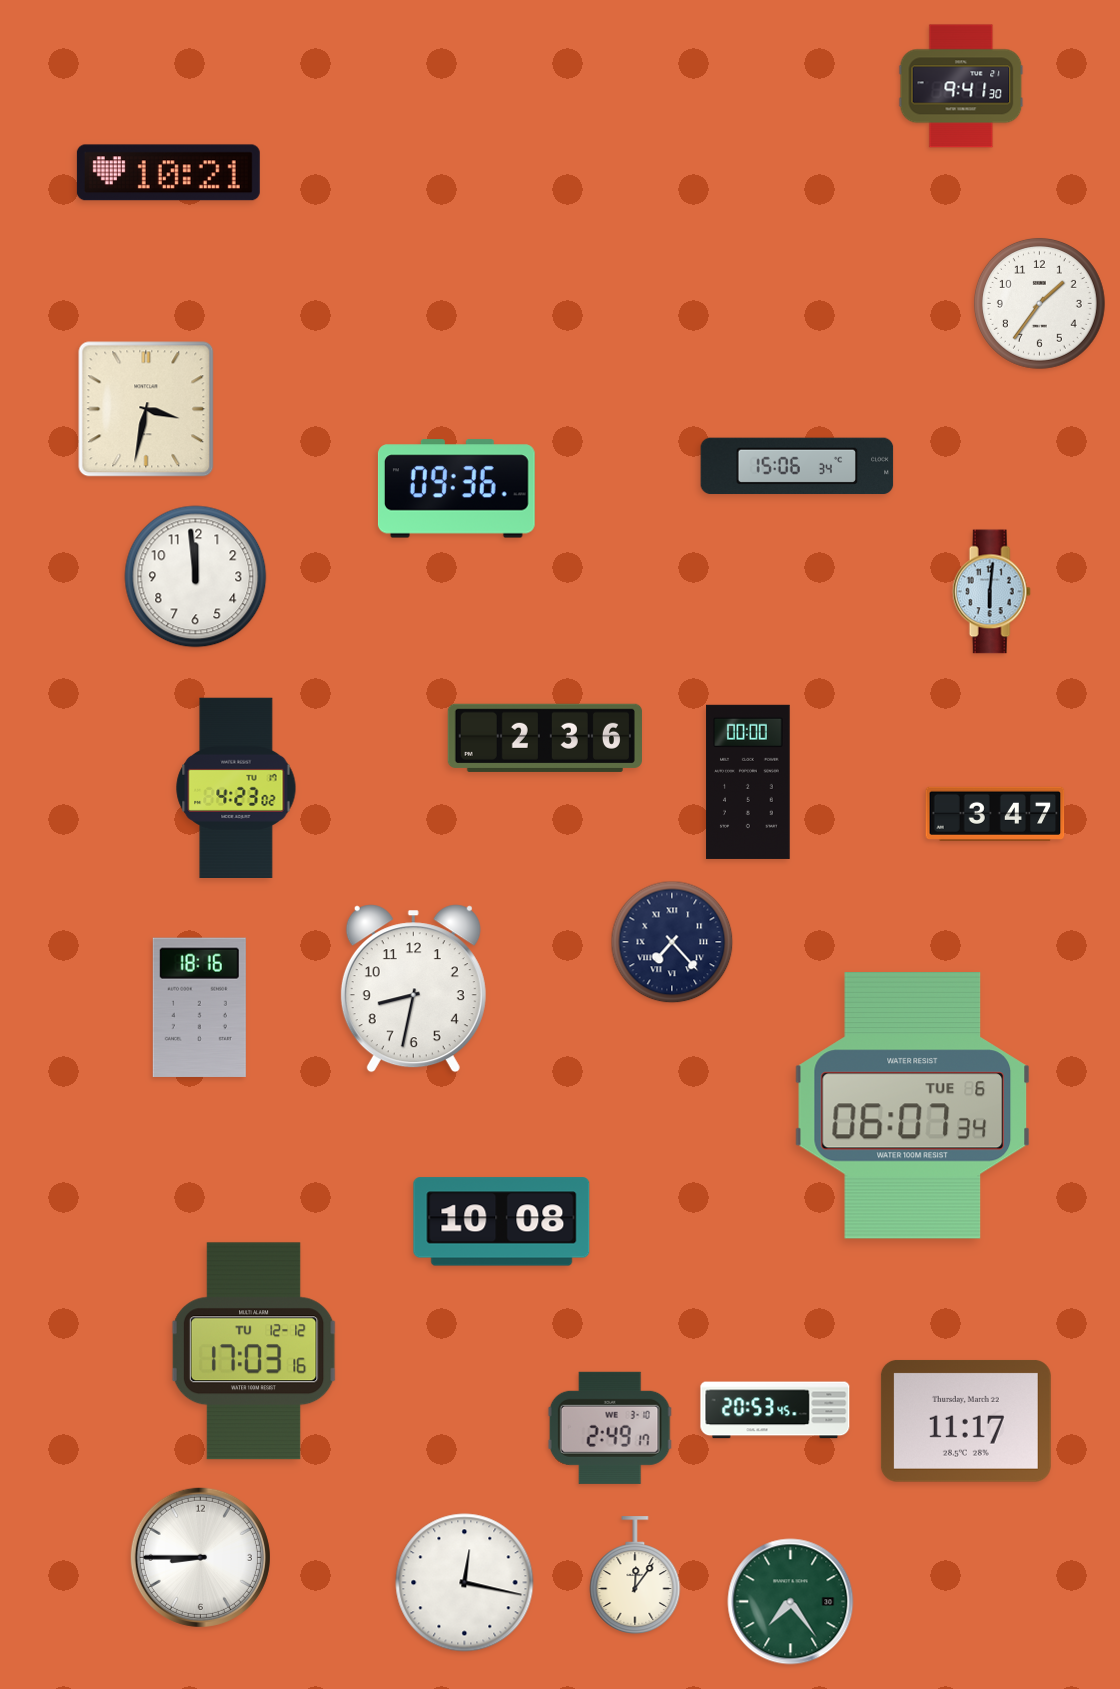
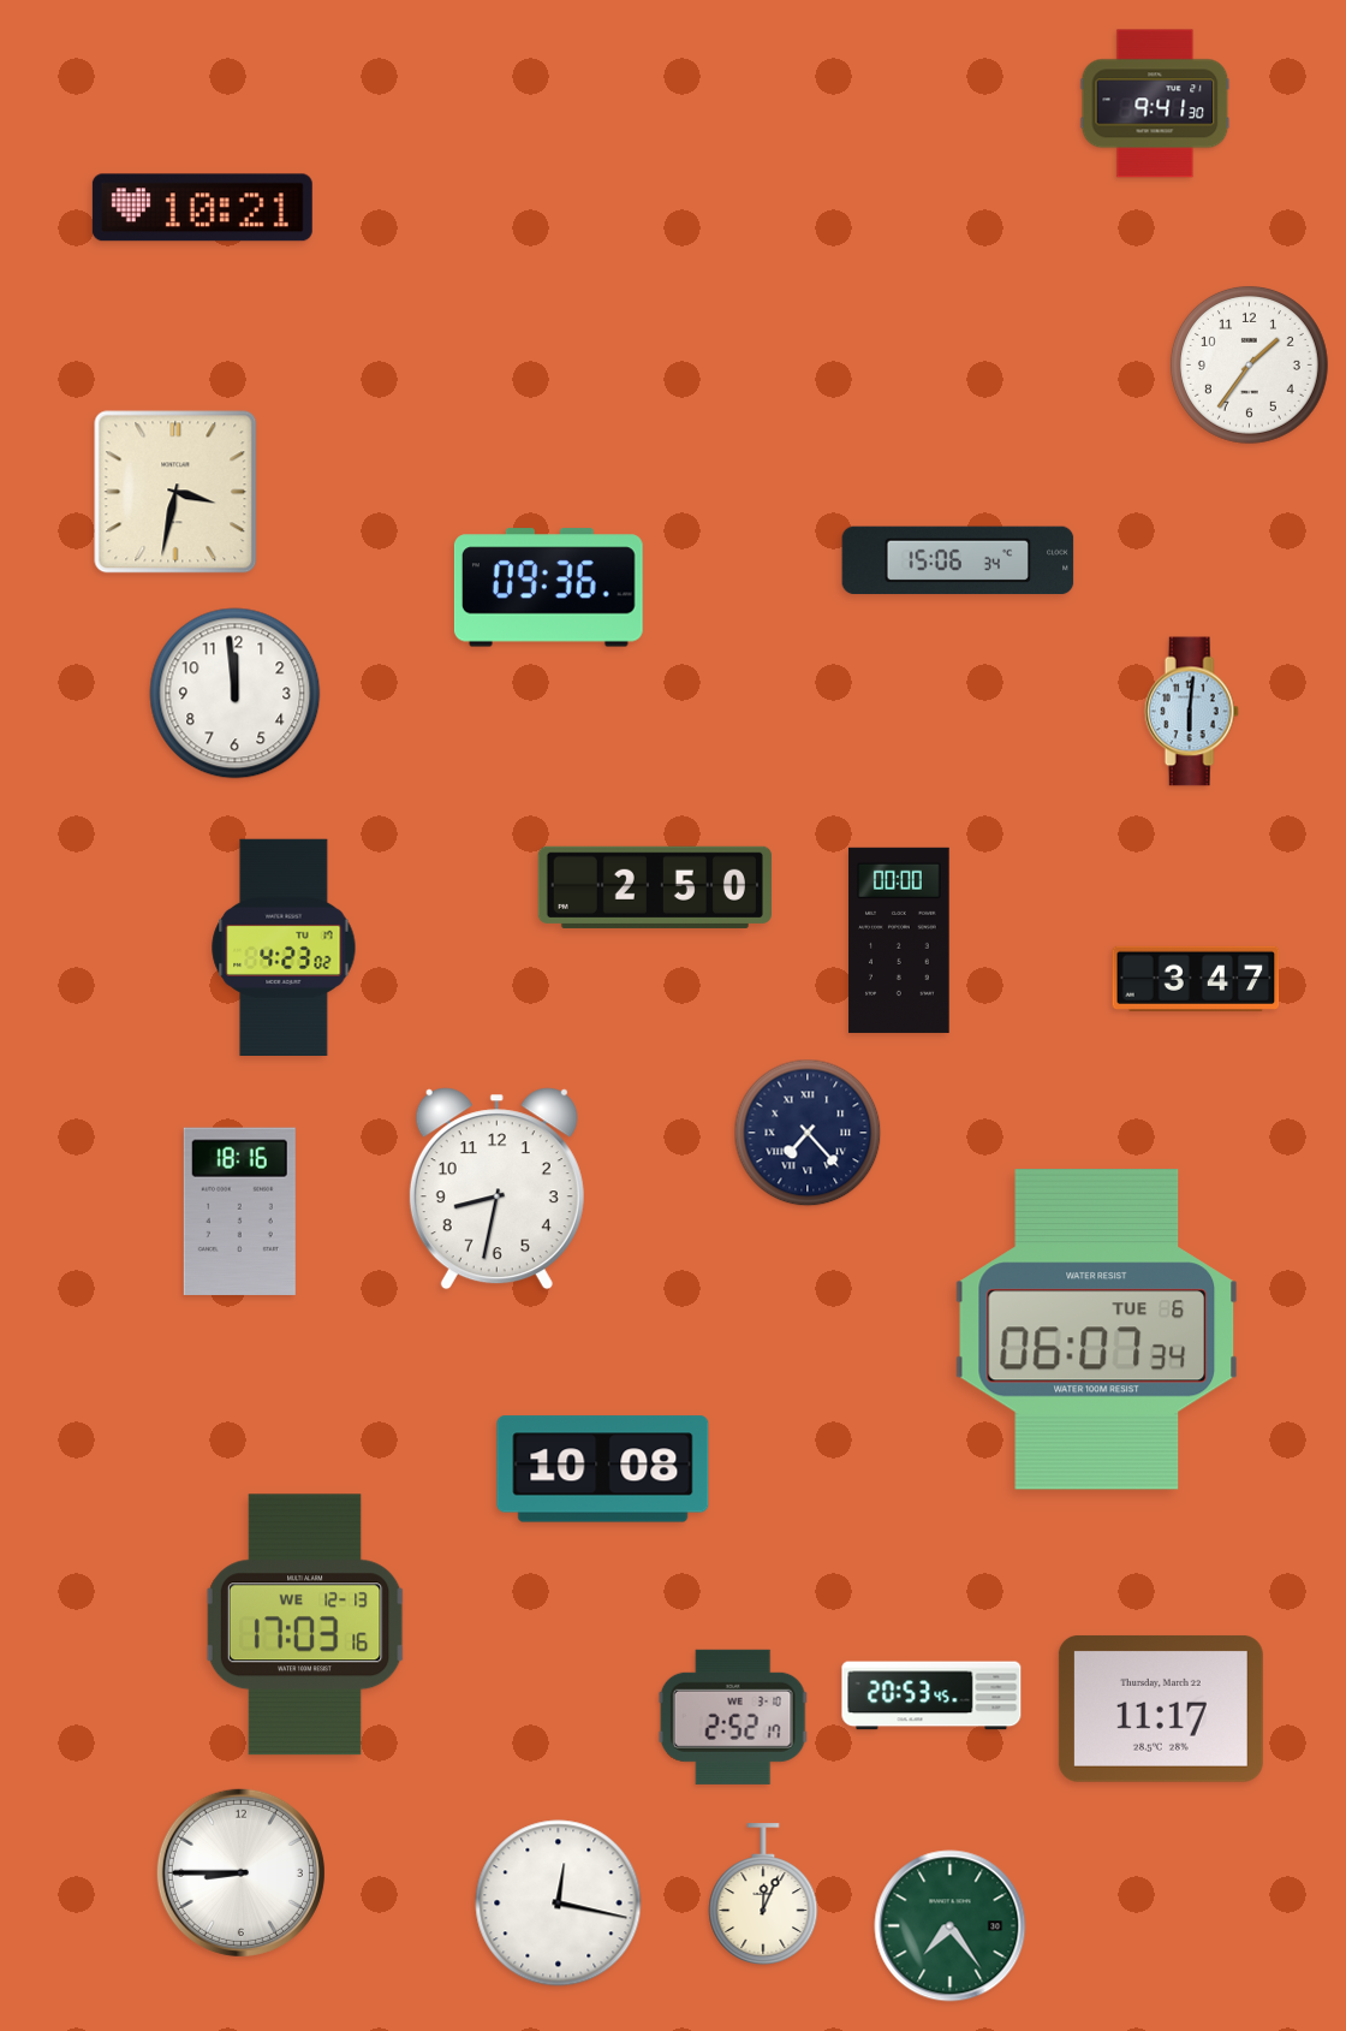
clock at (545, 738): 2:36 -> 2:50
clock at (254, 1351) date: TU 12-12 -> WE 12-13
clock at (610, 1428): 2:49 -> 2:52
clock at (635, 1575): 12:06 -> 12:04
